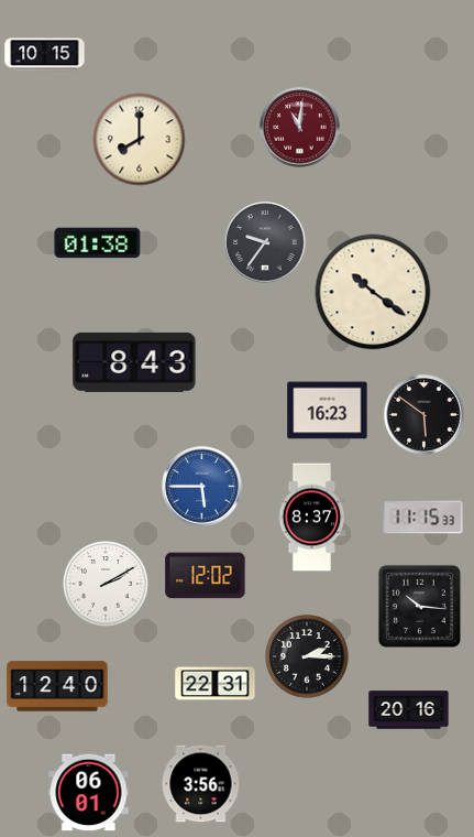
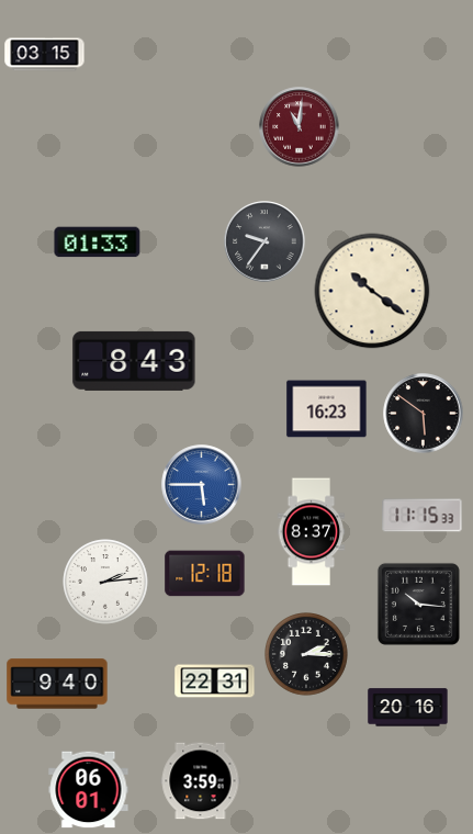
clock at (45, 55): 10:15 -> 03:15
clock at (140, 140): 8:00 -> none
clock at (98, 243): 01:38 -> 01:33
clock at (312, 518) position: (312, 518) -> (312, 532)
clock at (206, 576): 12:02 -> 12:18
clock at (106, 584): 2:10 -> 2:14
clock at (57, 686): 12:40 -> 9:40
clock at (201, 784): 3:56 -> 3:59
